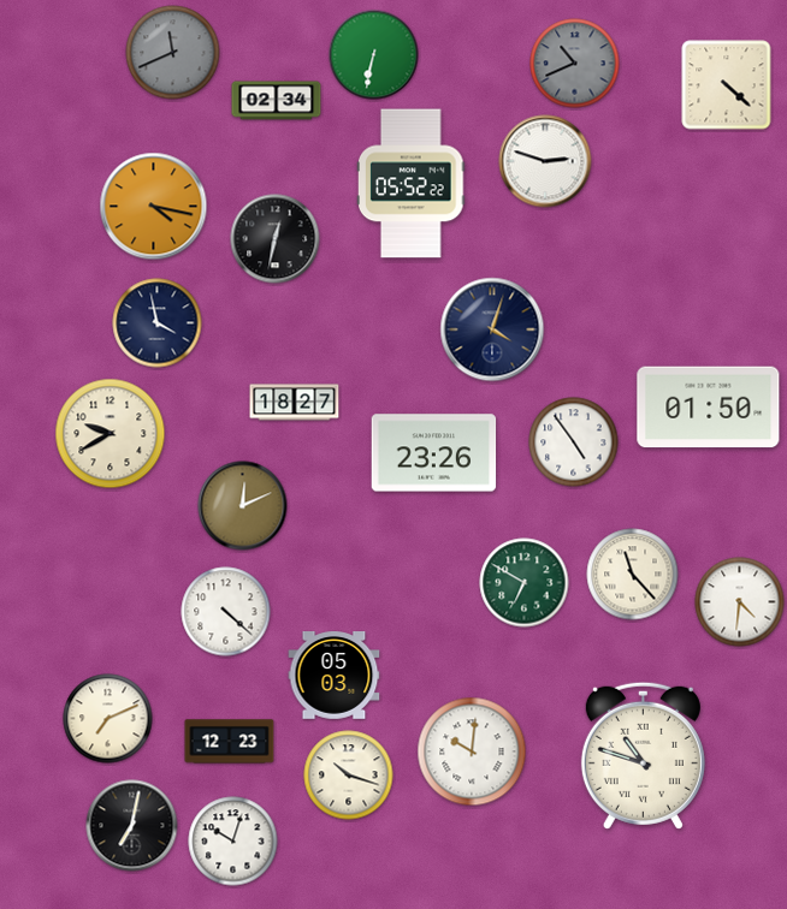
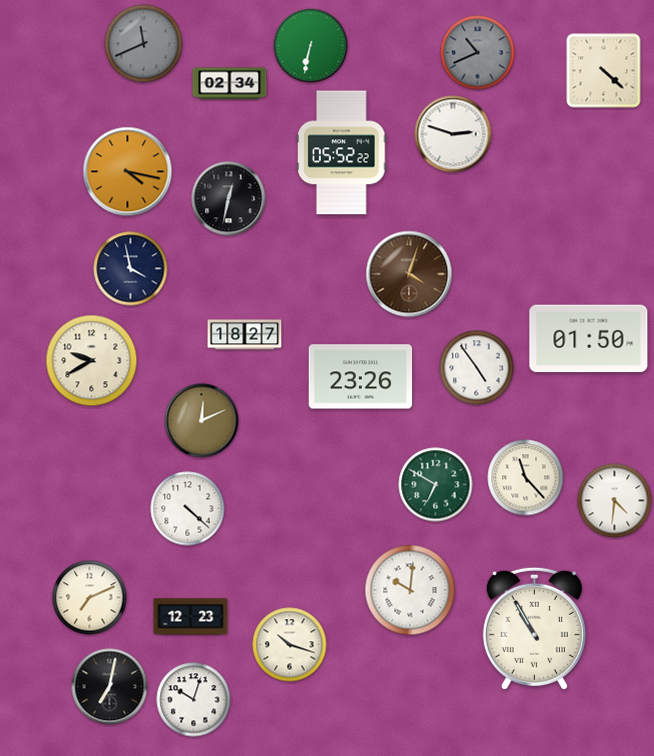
clock at (492, 329) dial: navy -> brown
clock at (335, 676): 05:03 -> none
clock at (472, 751) position: (472, 751) -> (410, 590)
clock at (643, 755): 10:48 -> 10:55
